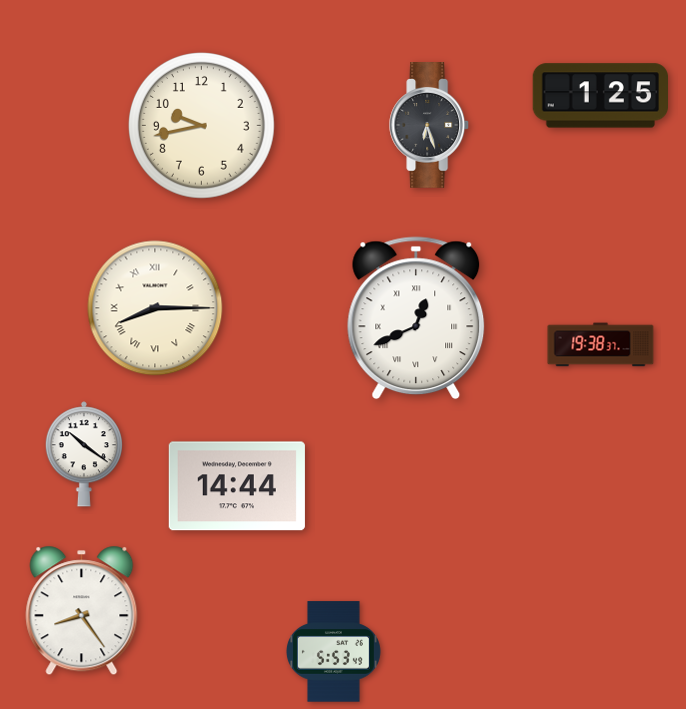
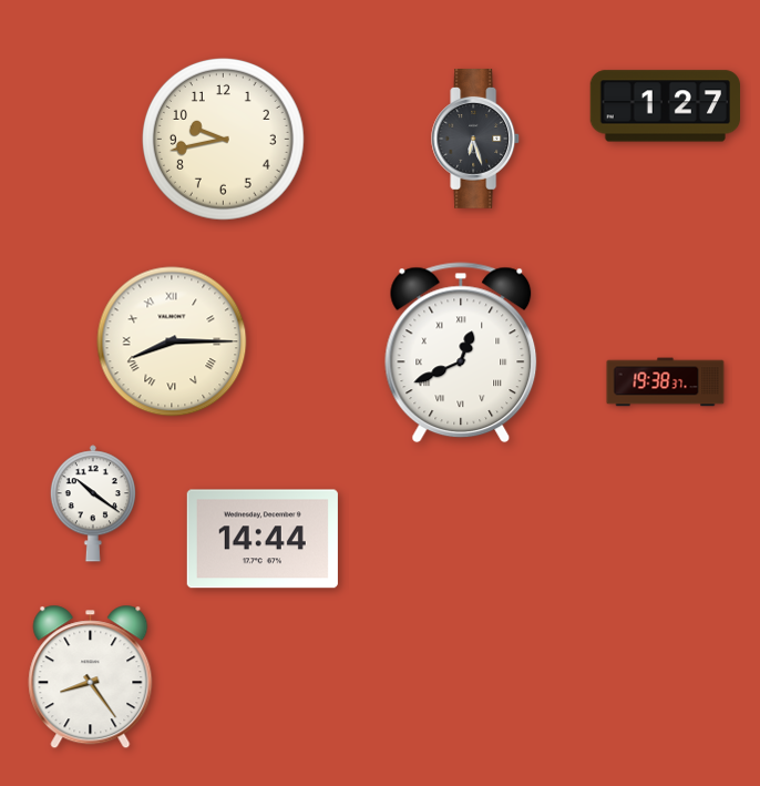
clock at (600, 96): 1:25 -> 1:27
clock at (333, 652): 5:53 -> none
